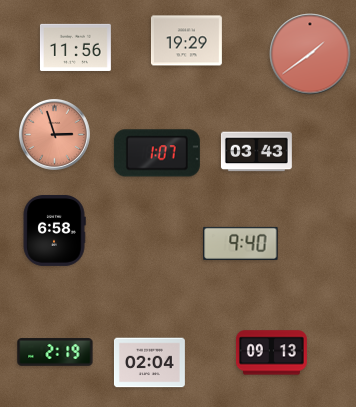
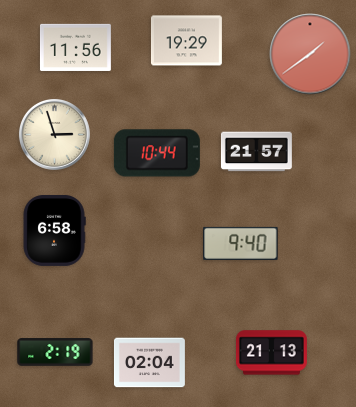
clock at (54, 134) dial: salmon -> cream
clock at (256, 152): 03:43 -> 21:57
clock at (157, 153): 1:07 -> 10:44
clock at (271, 353): 09:13 -> 21:13
